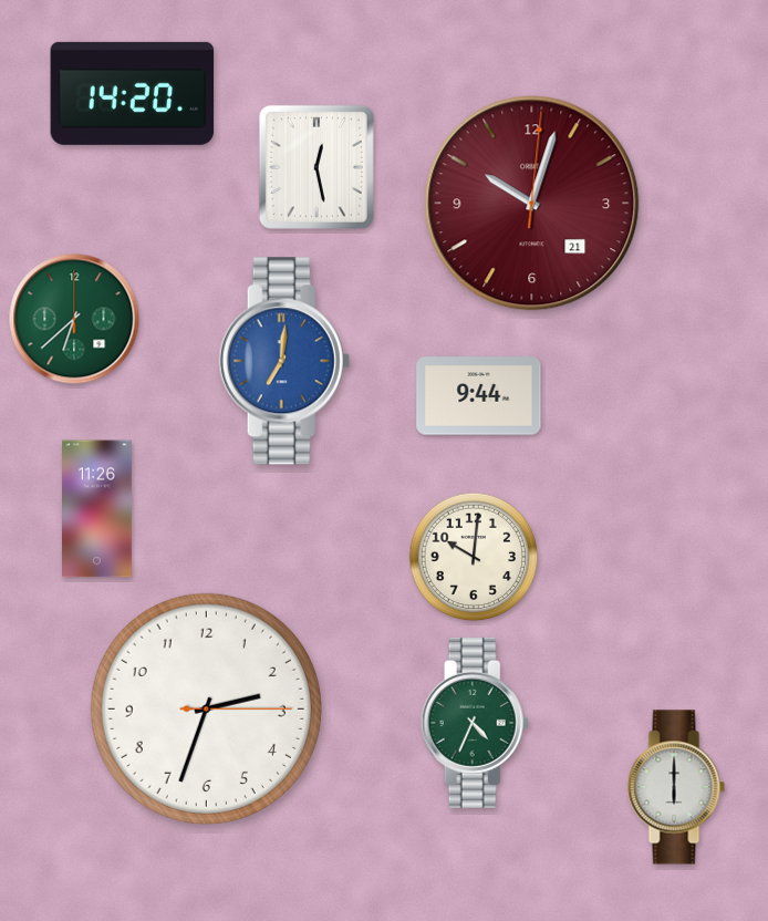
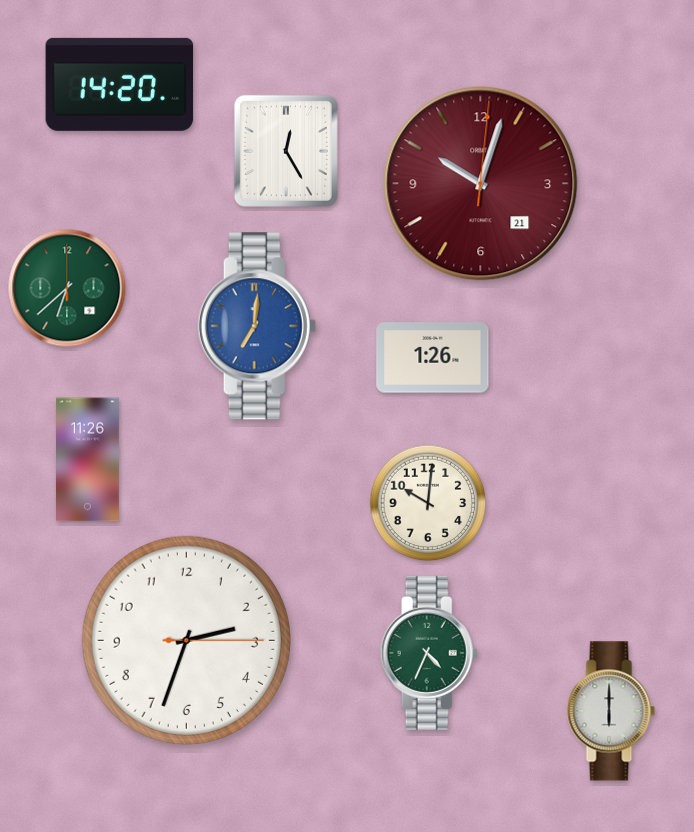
clock at (316, 167): 12:28 -> 12:25
clock at (479, 396): 9:44 -> 1:26
